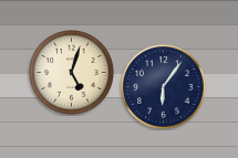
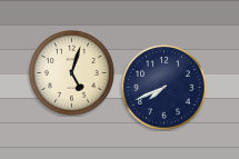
clock at (164, 87): 6:06 -> 7:41
